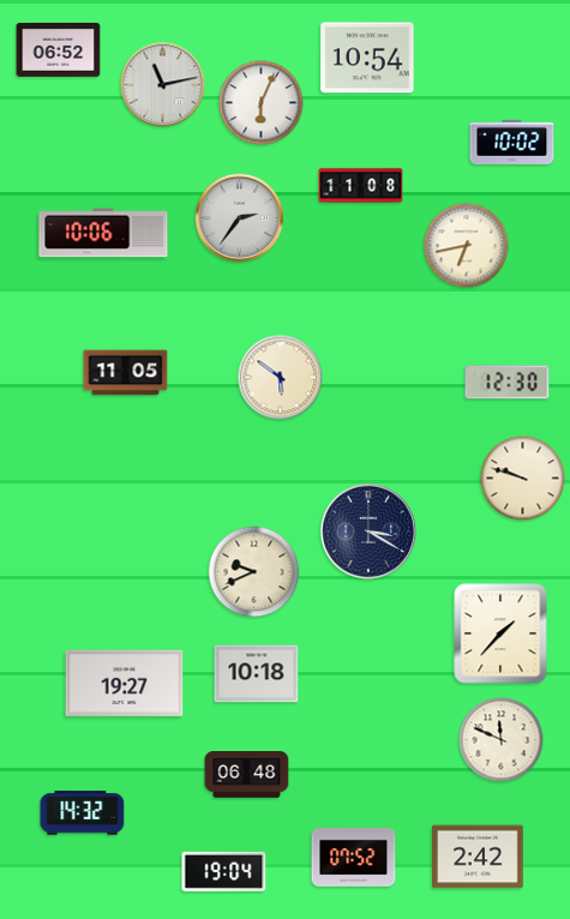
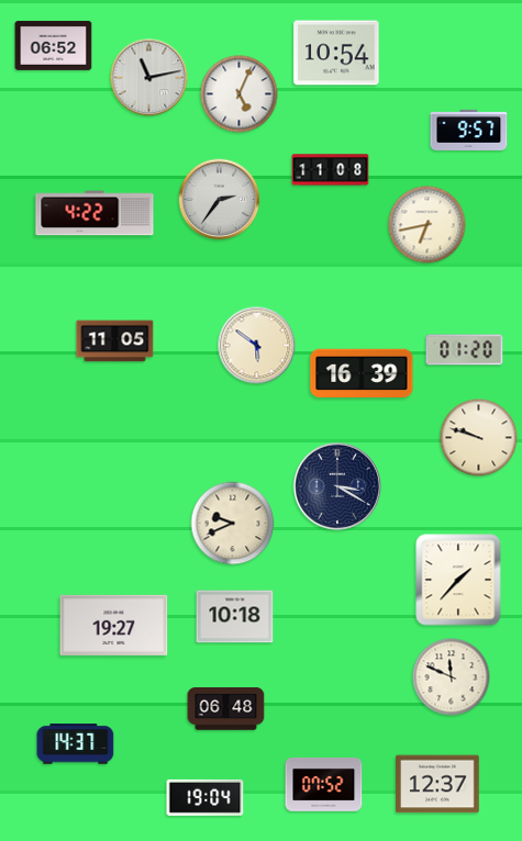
clock at (262, 103): 6:04 -> 5:04
clock at (512, 142): 10:02 -> 9:57
clock at (103, 233): 10:06 -> 4:22
clock at (508, 383): 12:30 -> 01:20
clock at (362, 373): none -> 16:39
clock at (502, 740) position: (502, 740) -> (452, 677)
clock at (83, 813): 14:32 -> 14:37
clock at (479, 857): 2:42 -> 12:37
